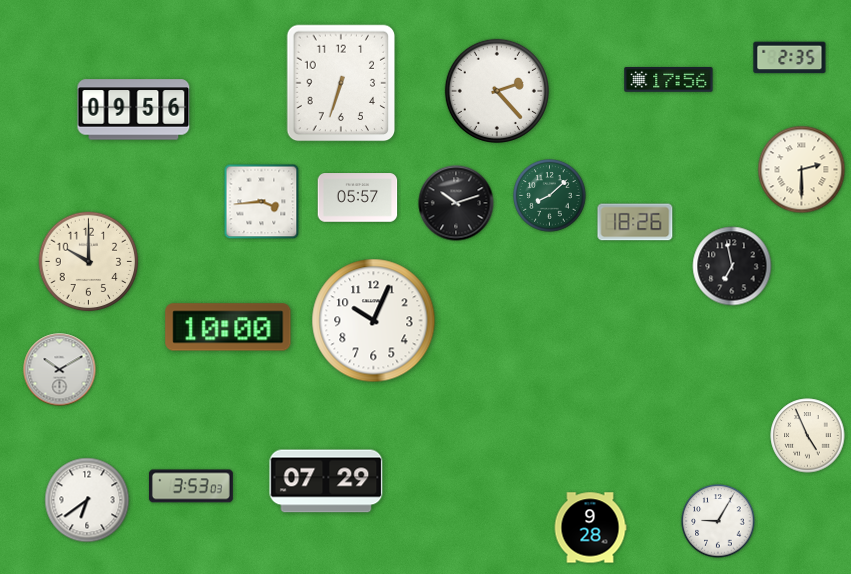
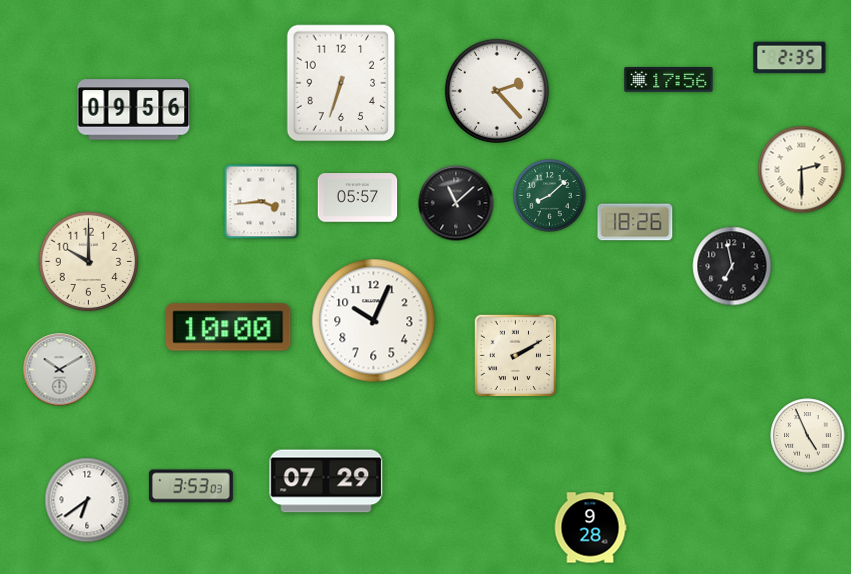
clock at (456, 203): 10:12 -> 11:08
clock at (516, 356): none -> 2:10
clock at (718, 521): 9:05 -> none
